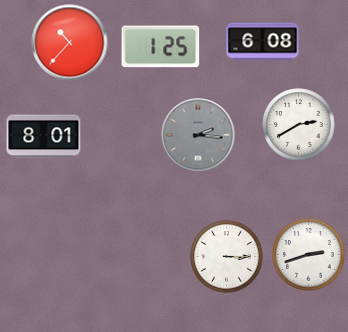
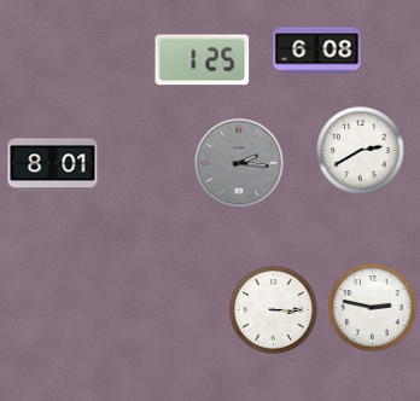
clock at (70, 43): 10:37 -> none
clock at (161, 47) position: (161, 47) -> (203, 60)
clock at (309, 255): 2:42 -> 2:47
